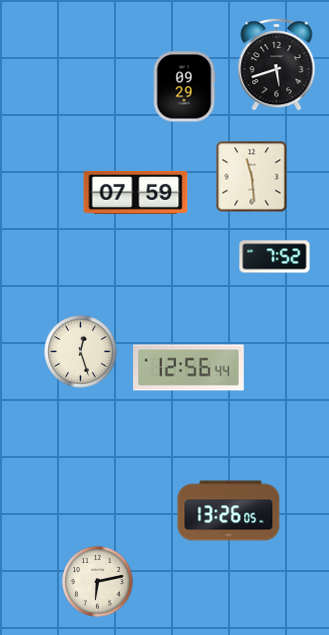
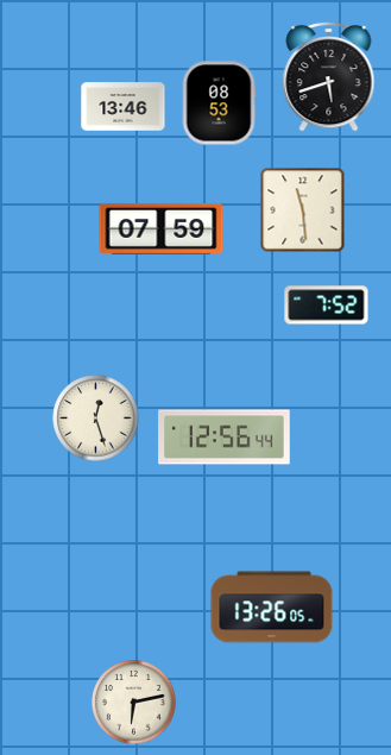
clock at (184, 87): 09:29 -> 08:53
clock at (124, 107): none -> 13:46
clock at (252, 177) position: (252, 177) -> (303, 210)
clock at (98, 582) position: (98, 582) -> (134, 703)
